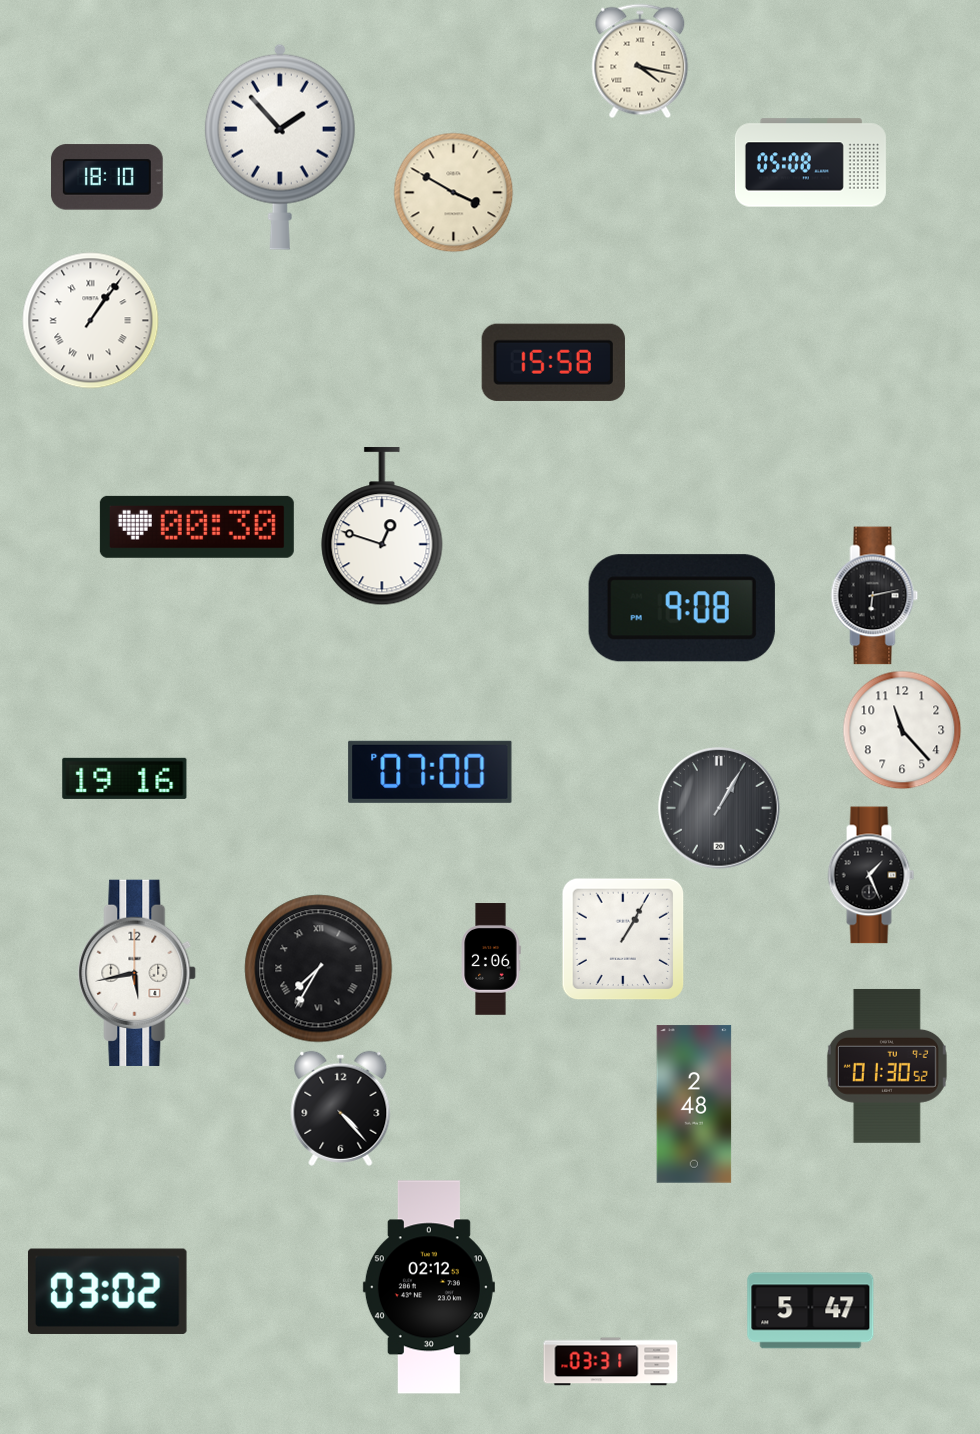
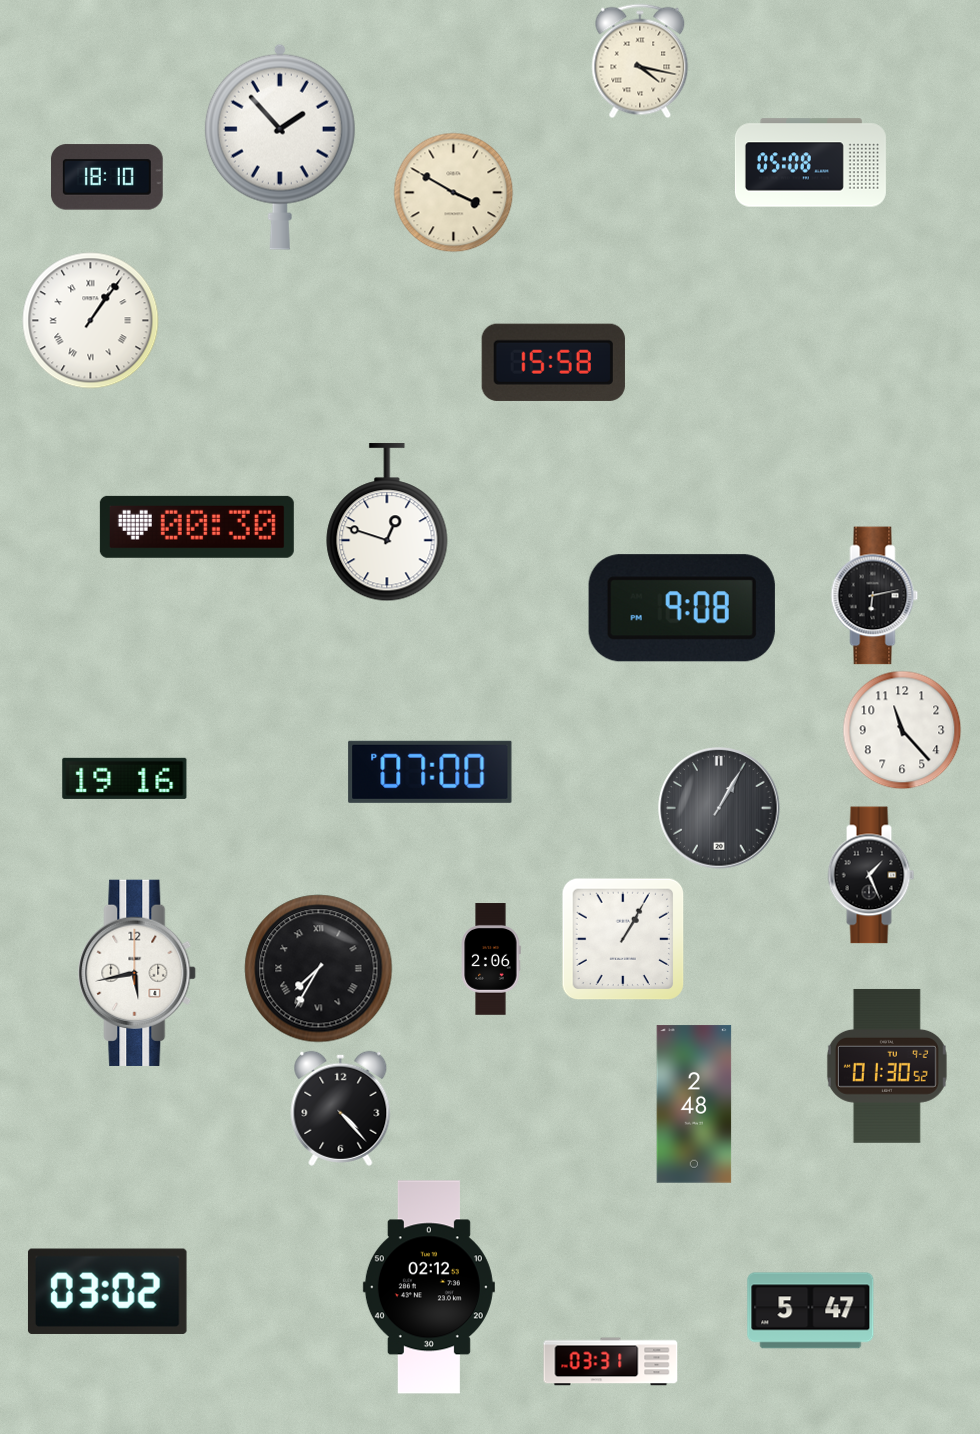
clock at (382, 527) position: (382, 527) -> (387, 523)
